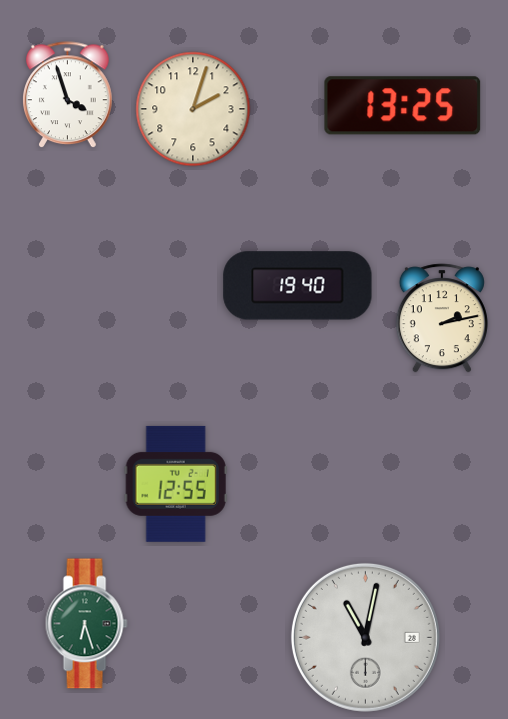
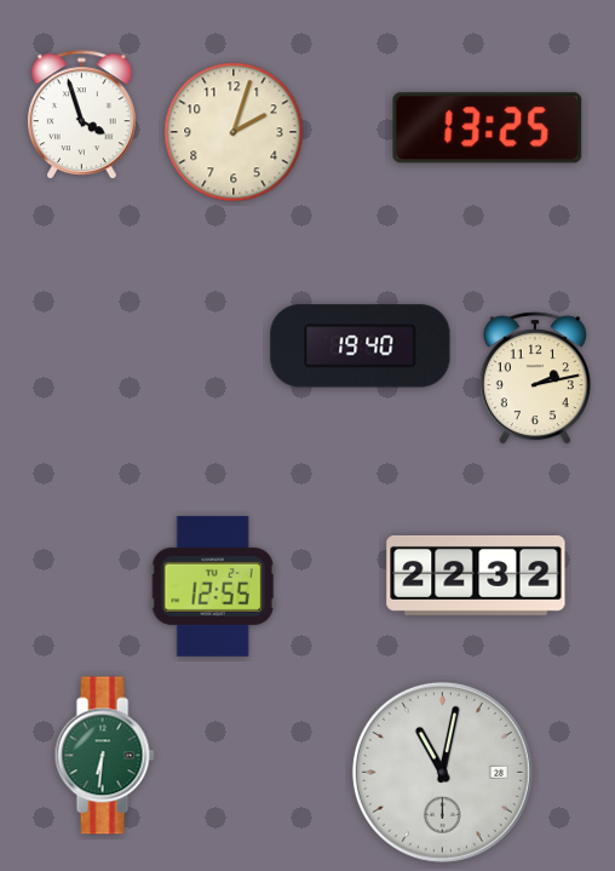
clock at (442, 318) position: (442, 318) -> (535, 378)
clock at (476, 575): none -> 22:32
clock at (86, 624): 6:27 -> 6:31
